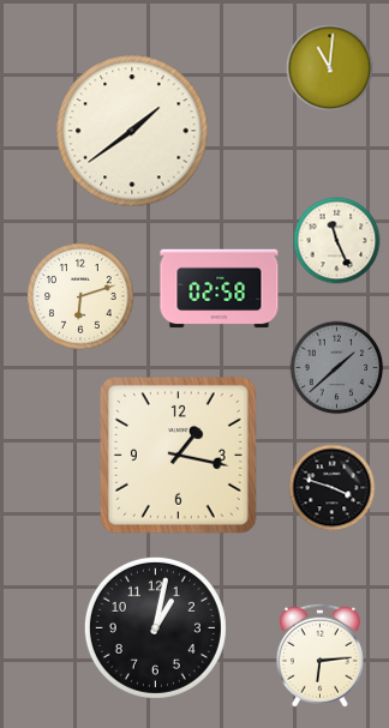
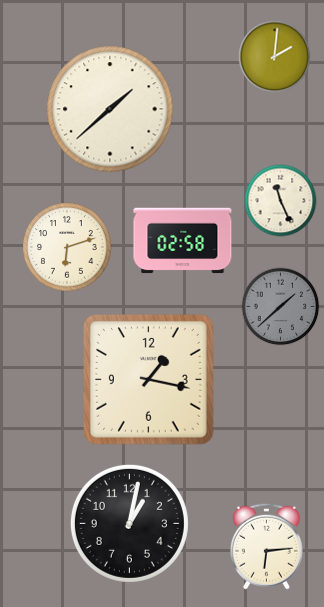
clock at (330, 68): 11:01 -> 2:01
clock at (132, 131): 1:39 -> 1:38
clock at (333, 488): 3:48 -> none
